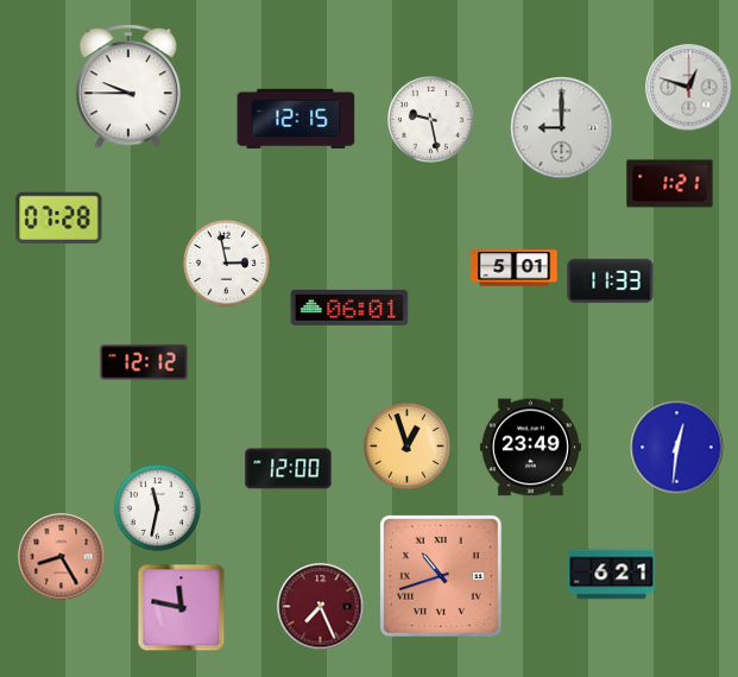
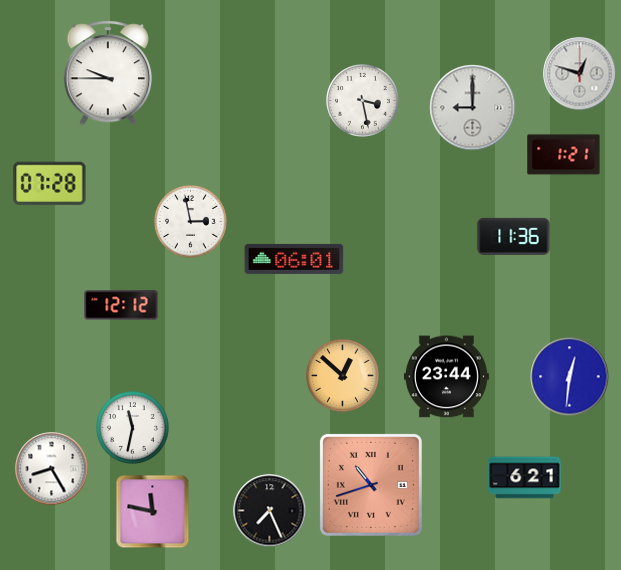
clock at (296, 119): 12:15 -> none
clock at (431, 120): 9:28 -> 3:28
clock at (515, 268): 5:01 -> none
clock at (611, 280): 11:33 -> 11:36
clock at (408, 447): 12:57 -> 12:52
clock at (530, 448): 23:49 -> 23:44
clock at (289, 469): 12:00 -> none
clock at (62, 557) dial: salmon -> white
clock at (612, 575) position: (612, 575) -> (525, 478)
clock at (321, 607) dial: burgundy -> black
